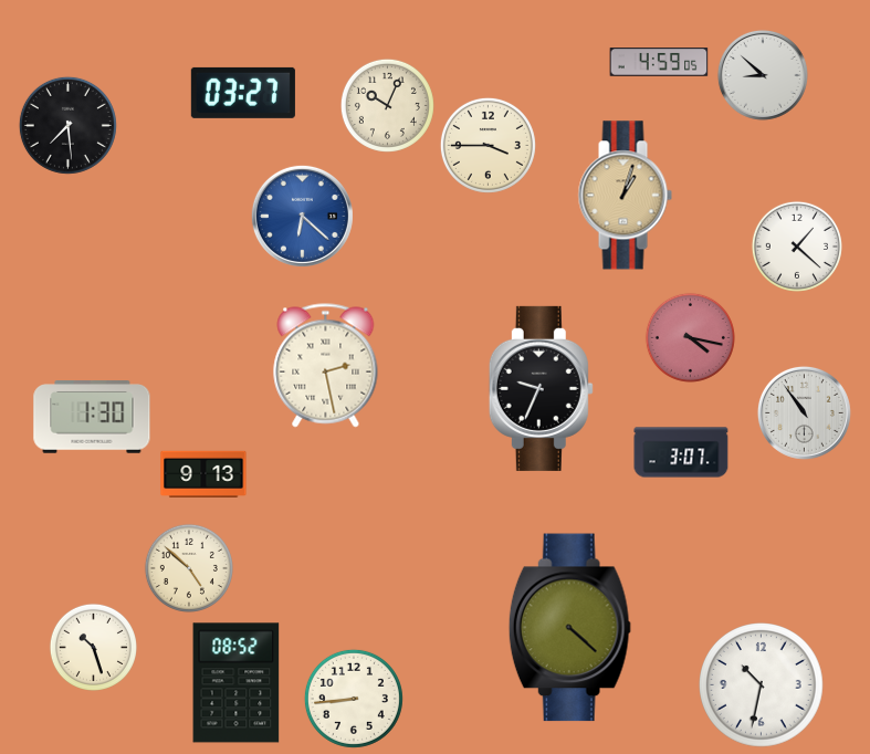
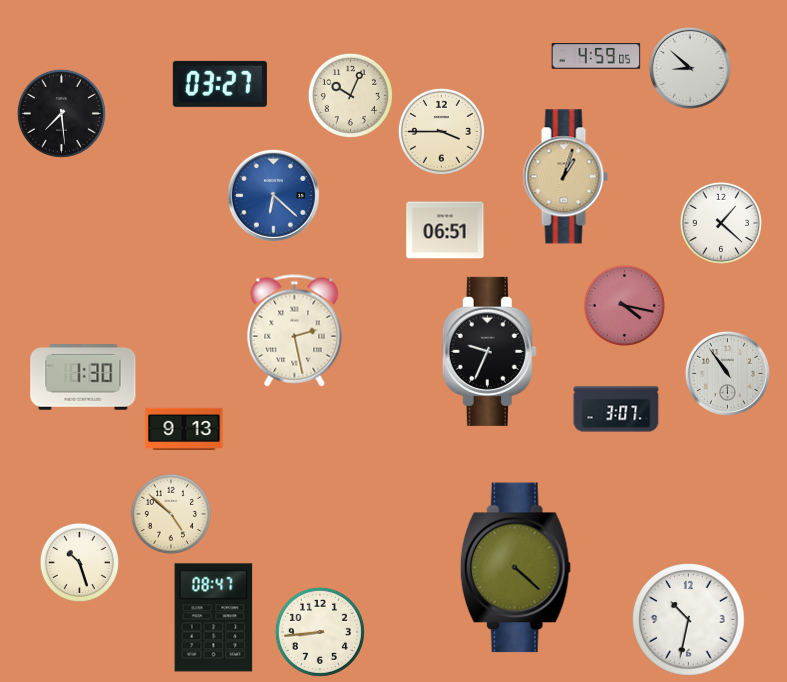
clock at (445, 230): none -> 06:51
clock at (93, 647) position: (93, 647) -> (79, 562)
clock at (237, 683): 08:52 -> 08:47
